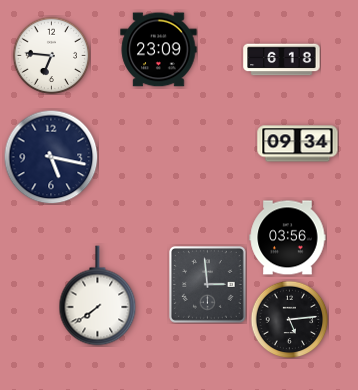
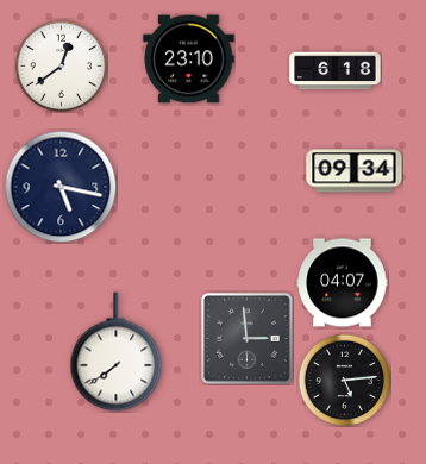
clock at (159, 50): 23:09 -> 23:10
clock at (51, 55): 6:46 -> 12:39
clock at (288, 238): 03:56 -> 04:07
